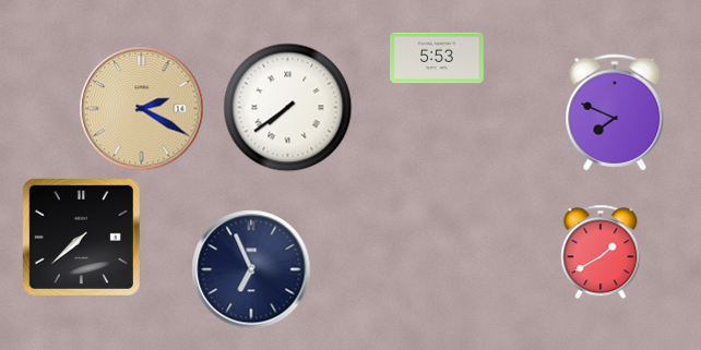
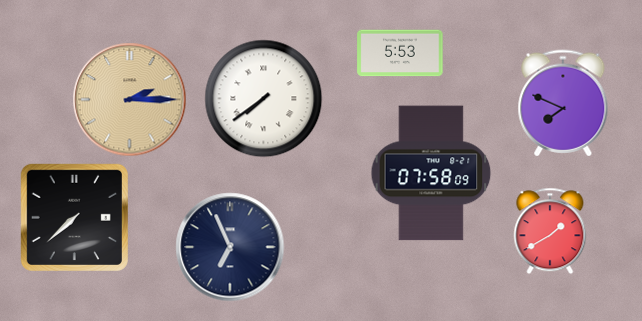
clock at (142, 109): 2:20 -> 2:15
clock at (431, 173): none -> 07:58
